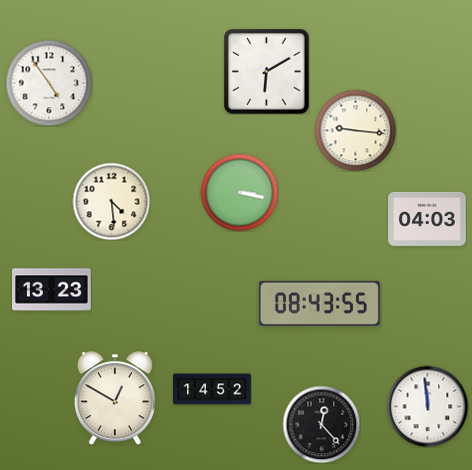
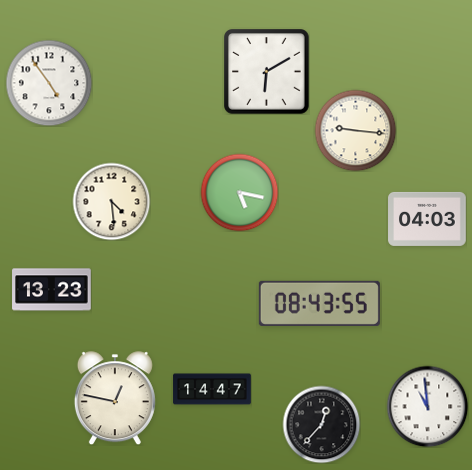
clock at (239, 192): 3:17 -> 5:17
clock at (212, 389): 14:52 -> 14:47
clock at (115, 398): 12:50 -> 12:47
clock at (427, 406): 11:59 -> 10:59
clock at (321, 424): 12:23 -> 12:37
